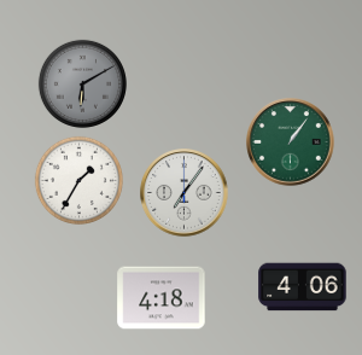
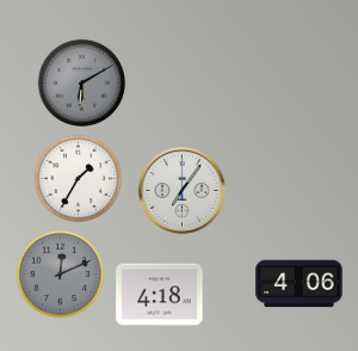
clock at (291, 142): 1:06 -> none
clock at (60, 273): none -> 12:11
